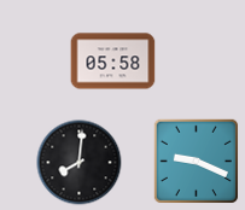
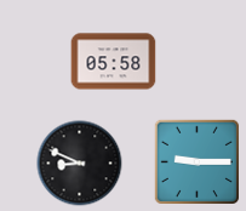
clock at (196, 161): 9:19 -> 9:15
clock at (80, 163): 8:01 -> 8:49
